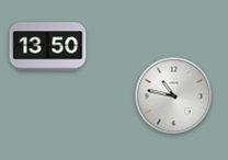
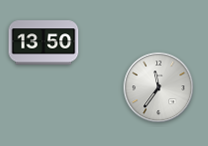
clock at (174, 96): 10:47 -> 11:36
